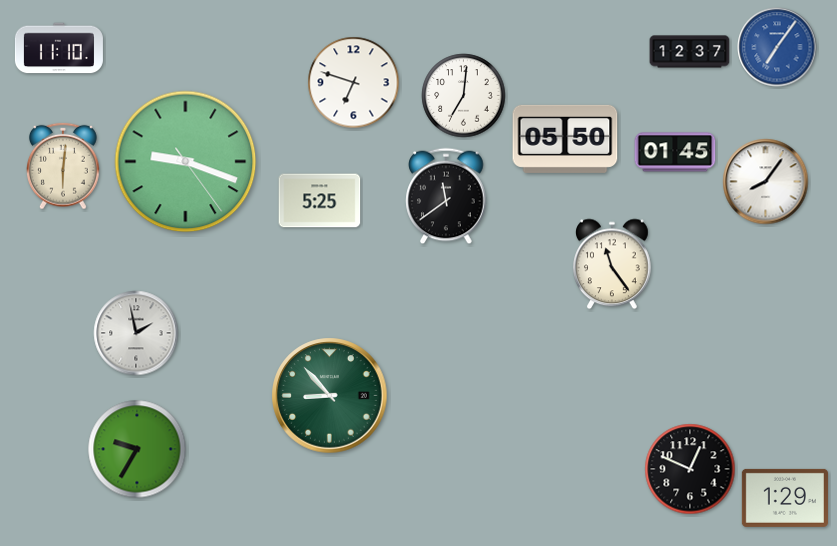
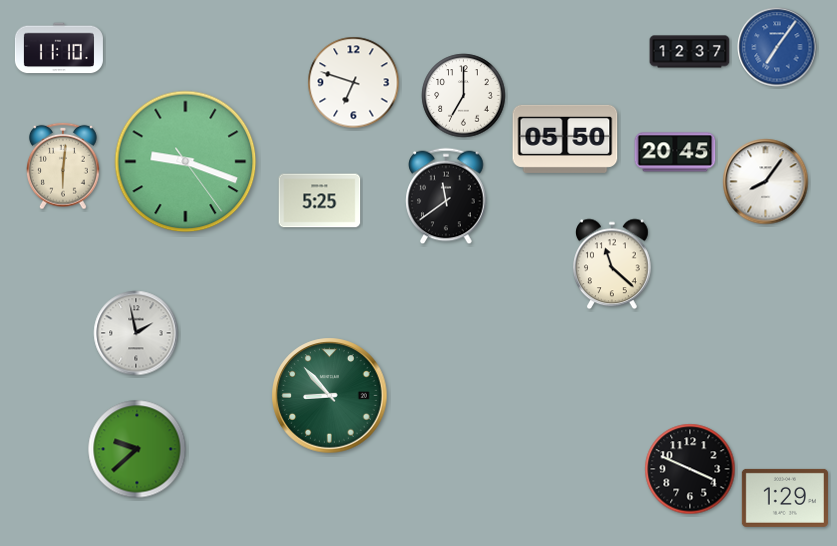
clock at (464, 96): 7:01 -> 7:00
clock at (675, 152): 01:45 -> 20:45
clock at (613, 264): 11:24 -> 11:22
clock at (137, 449): 9:35 -> 9:38
clock at (690, 469): 12:49 -> 3:49
